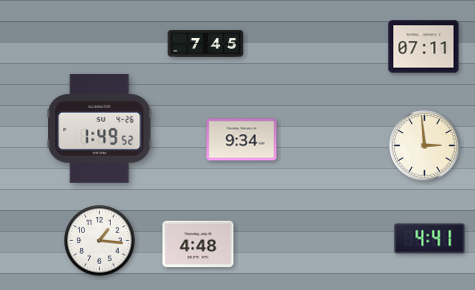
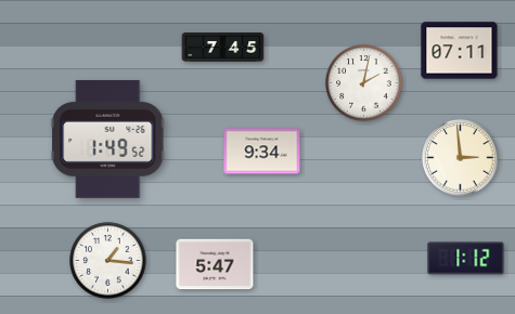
clock at (364, 83): none -> 2:02
clock at (430, 239): 4:41 -> 1:12
clock at (198, 244): 4:48 -> 5:47
